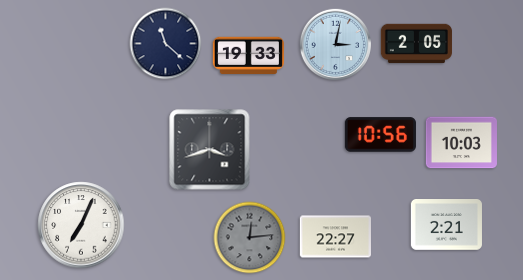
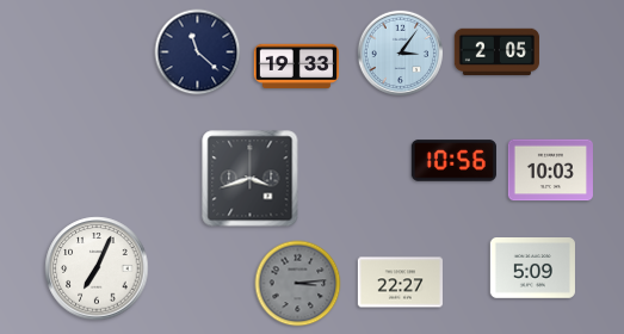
clock at (335, 44): 3:02 -> 3:06
clock at (446, 225): 2:21 -> 5:09
clock at (250, 238): 12:14 -> 3:14
